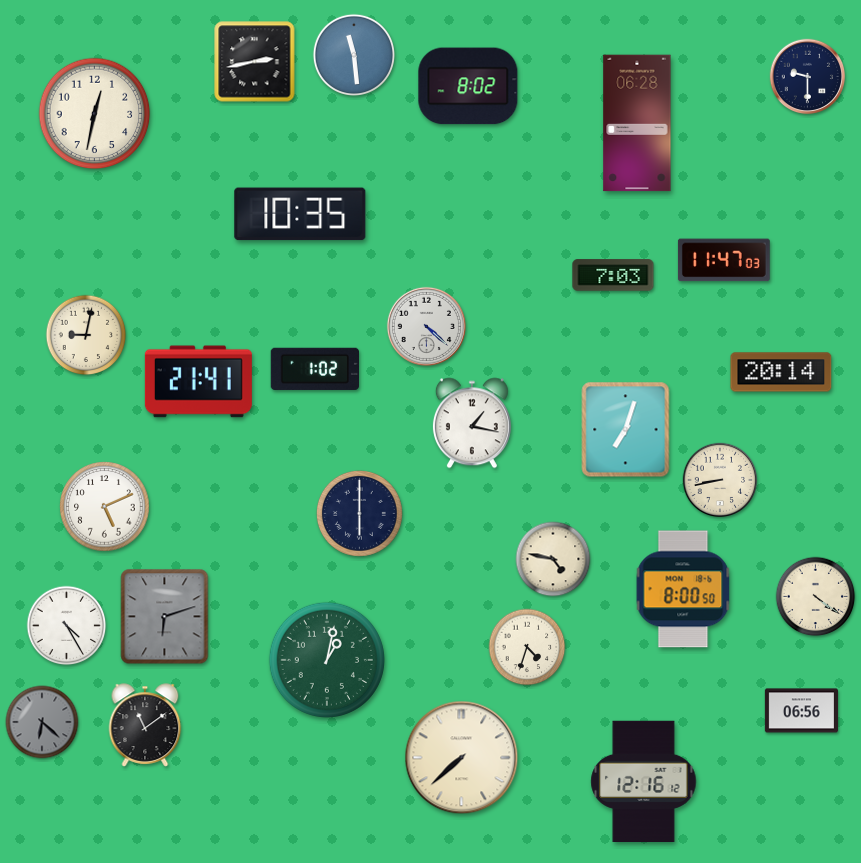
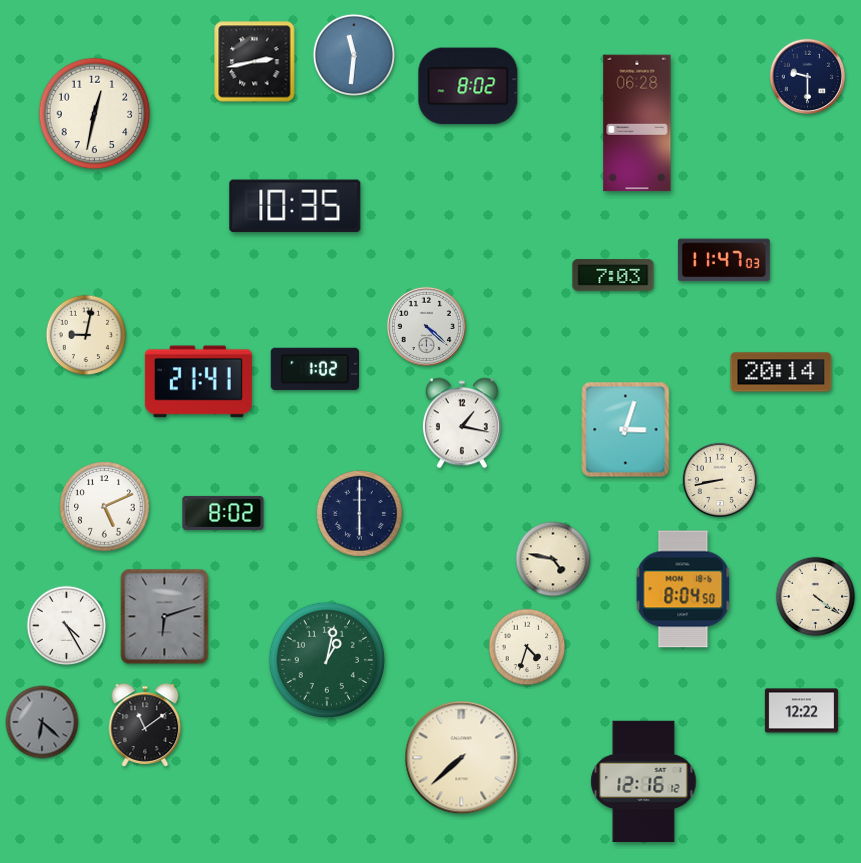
clock at (353, 54): 11:29 -> 11:31
clock at (300, 214) position: (300, 214) -> (295, 206)
clock at (472, 423) position: (472, 423) -> (462, 423)
clock at (626, 430): 7:03 -> 3:03
clock at (223, 513): none -> 8:02
clock at (683, 589): 8:00 -> 8:04
clock at (801, 711): 06:56 -> 12:22
